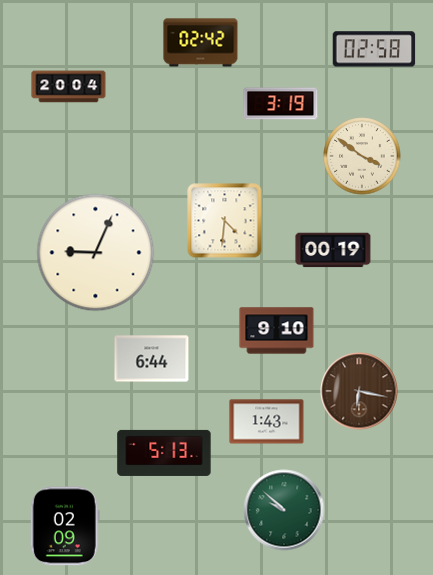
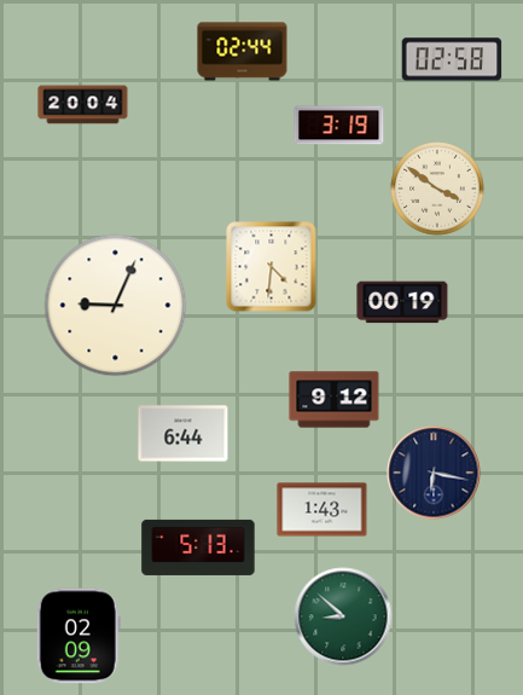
clock at (201, 43): 02:42 -> 02:44
clock at (277, 331): 9:10 -> 9:12
clock at (359, 391) dial: brown -> navy
clock at (284, 510): 9:52 -> 8:52
